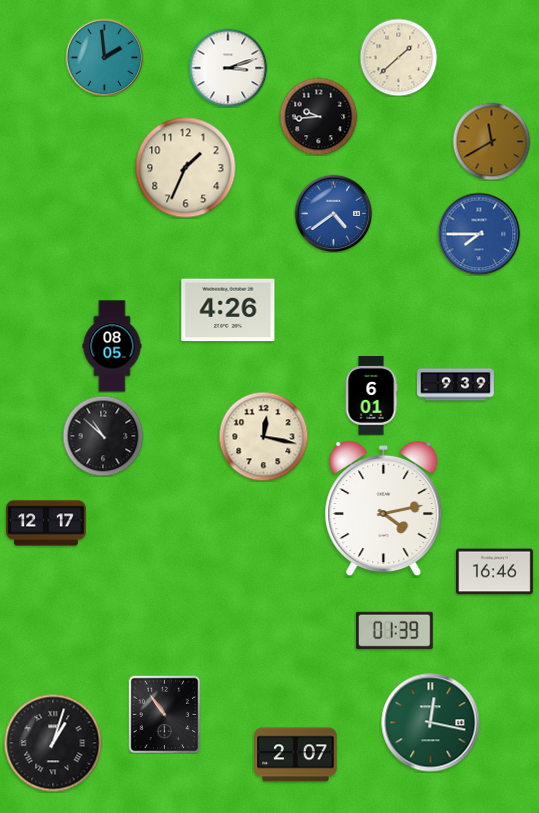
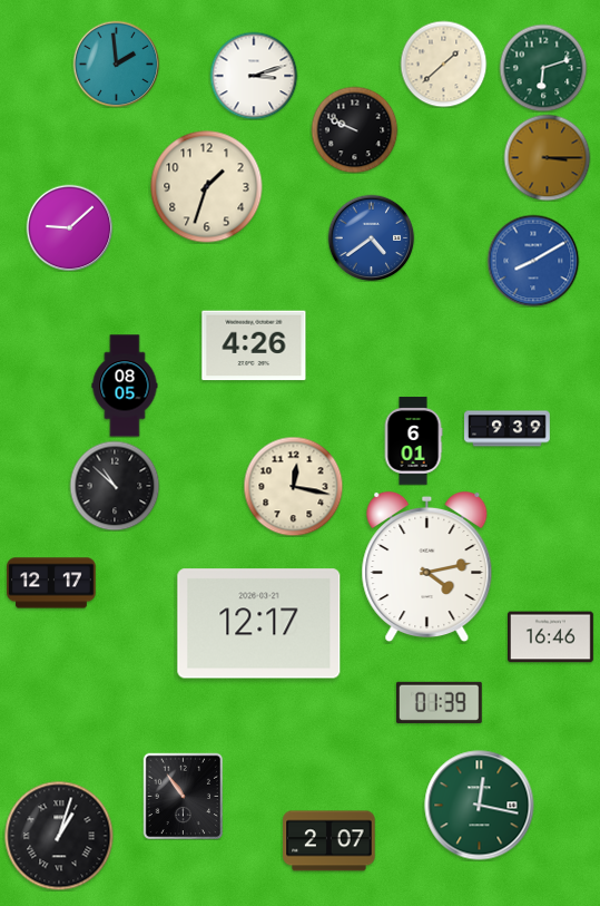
clock at (543, 68): none -> 6:12
clock at (318, 116): 9:44 -> 9:49
clock at (491, 141): 11:40 -> 3:15
clock at (186, 168): 1:34 -> 1:33
clock at (69, 227): none -> 9:08
clock at (479, 234): 7:45 -> 8:10
clock at (259, 624): none -> 12:17
clock at (53, 743) position: (53, 743) -> (59, 836)
